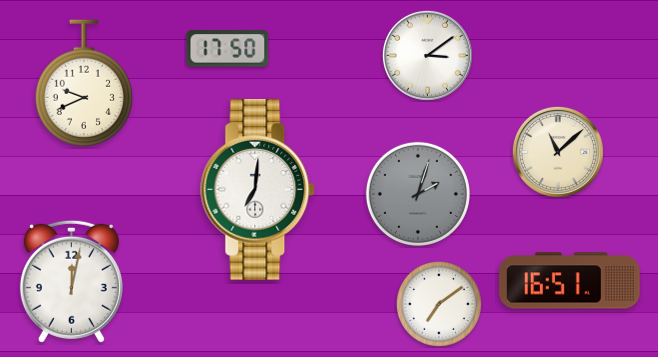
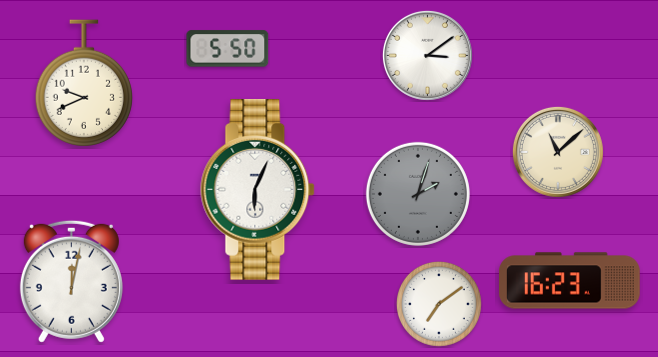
clock at (228, 49): 17:50 -> 5:50
clock at (258, 190): 7:01 -> 6:04
clock at (570, 281): 16:51 -> 16:23
